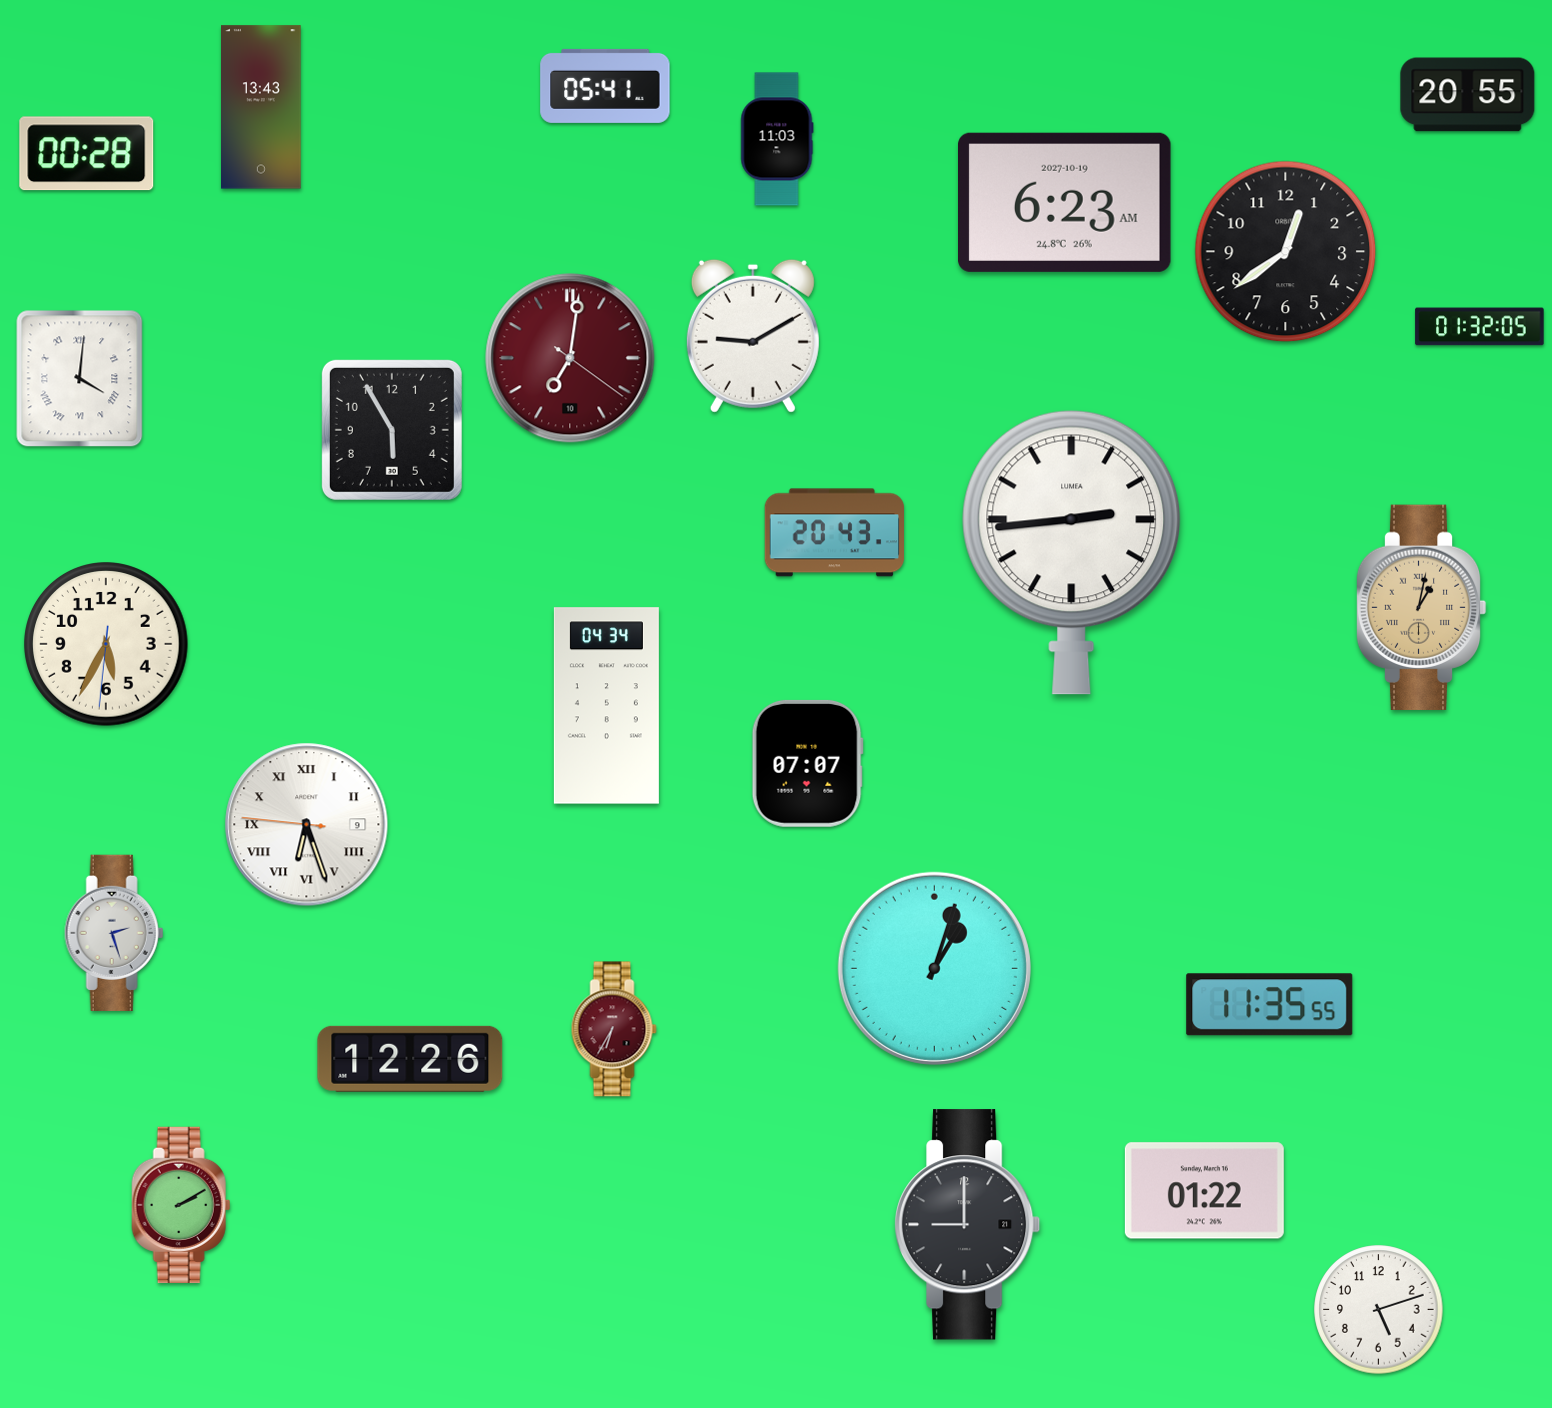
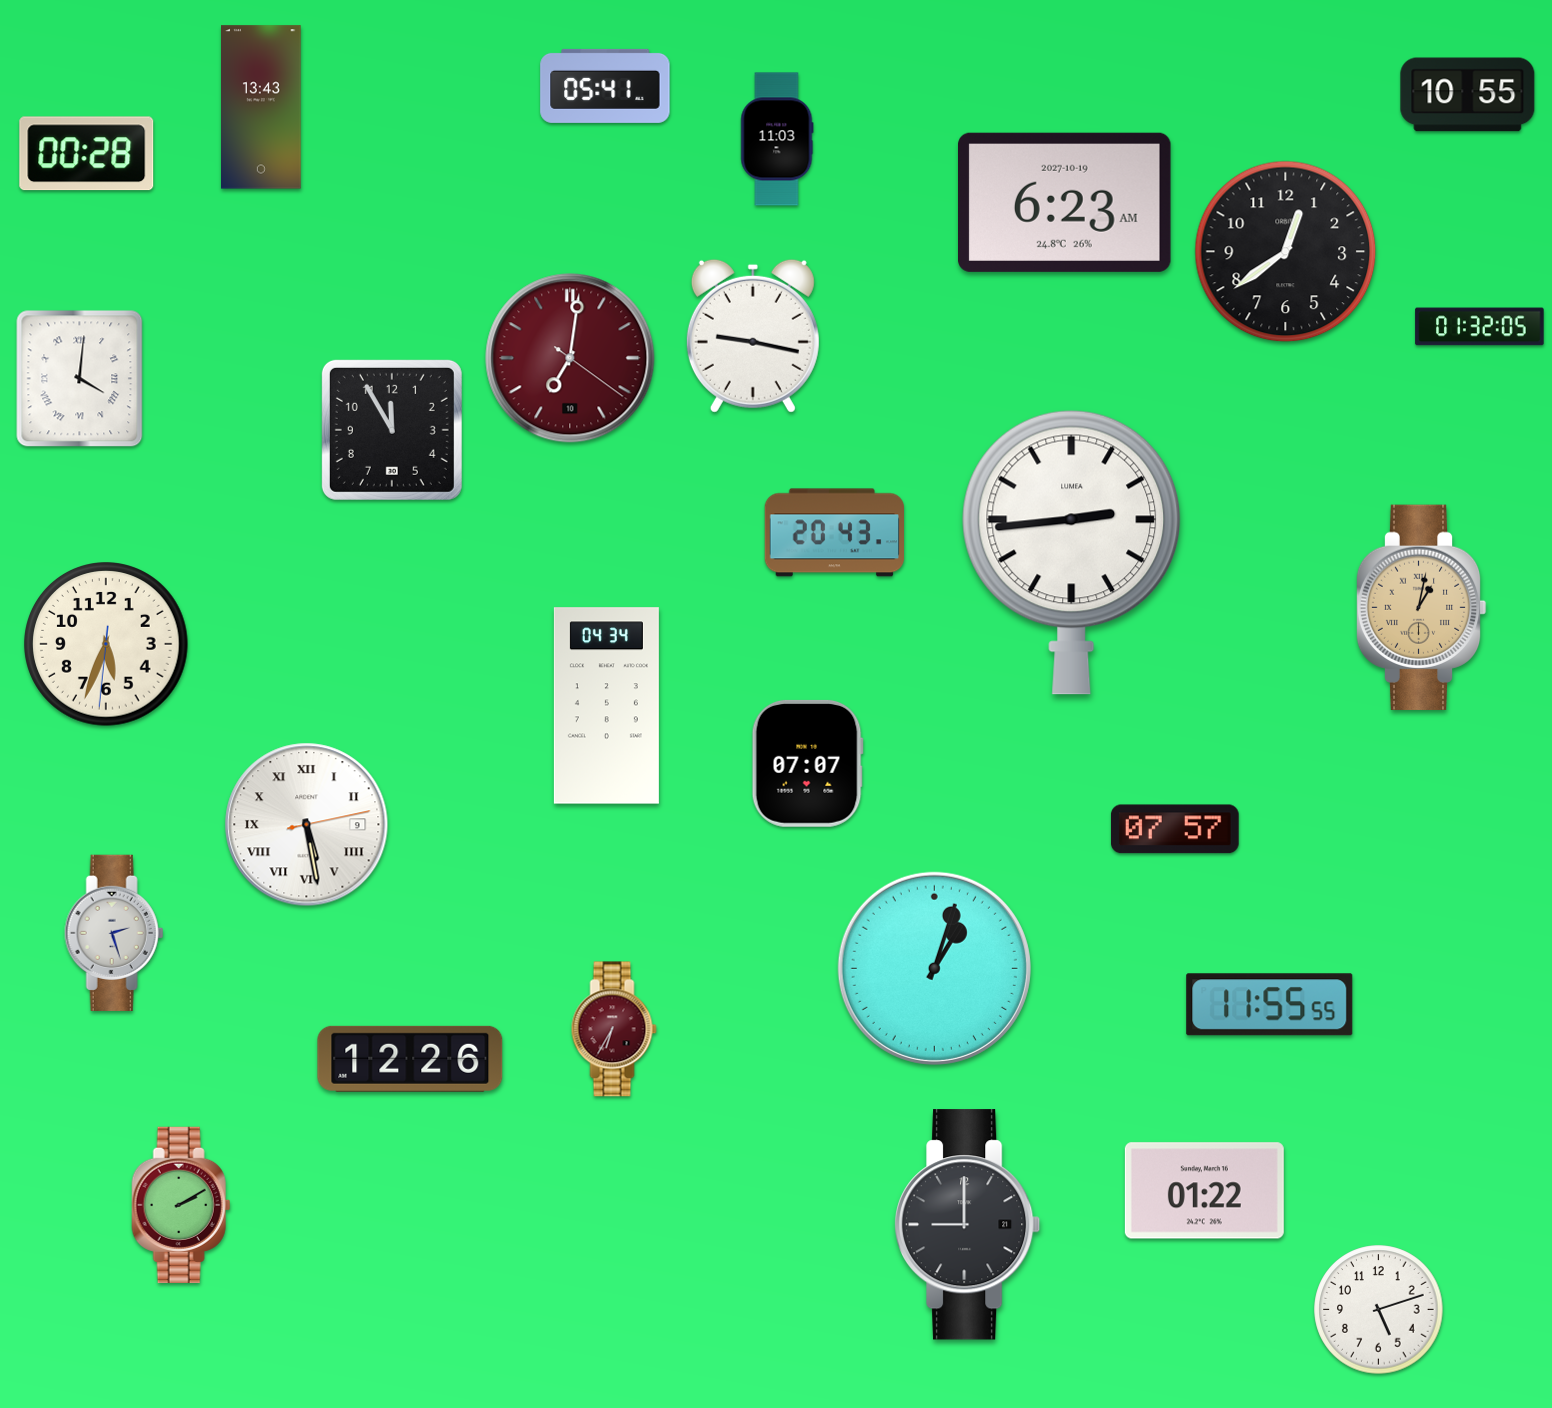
clock at (1468, 95): 20:55 -> 10:55
clock at (753, 336): 9:10 -> 9:17
clock at (392, 430): 5:55 -> 11:55
clock at (106, 644): 5:34 -> 5:33
clock at (307, 825): 6:26 -> 5:28
clock at (1175, 829): none -> 07:57
clock at (1270, 1005): 11:35 -> 11:55
